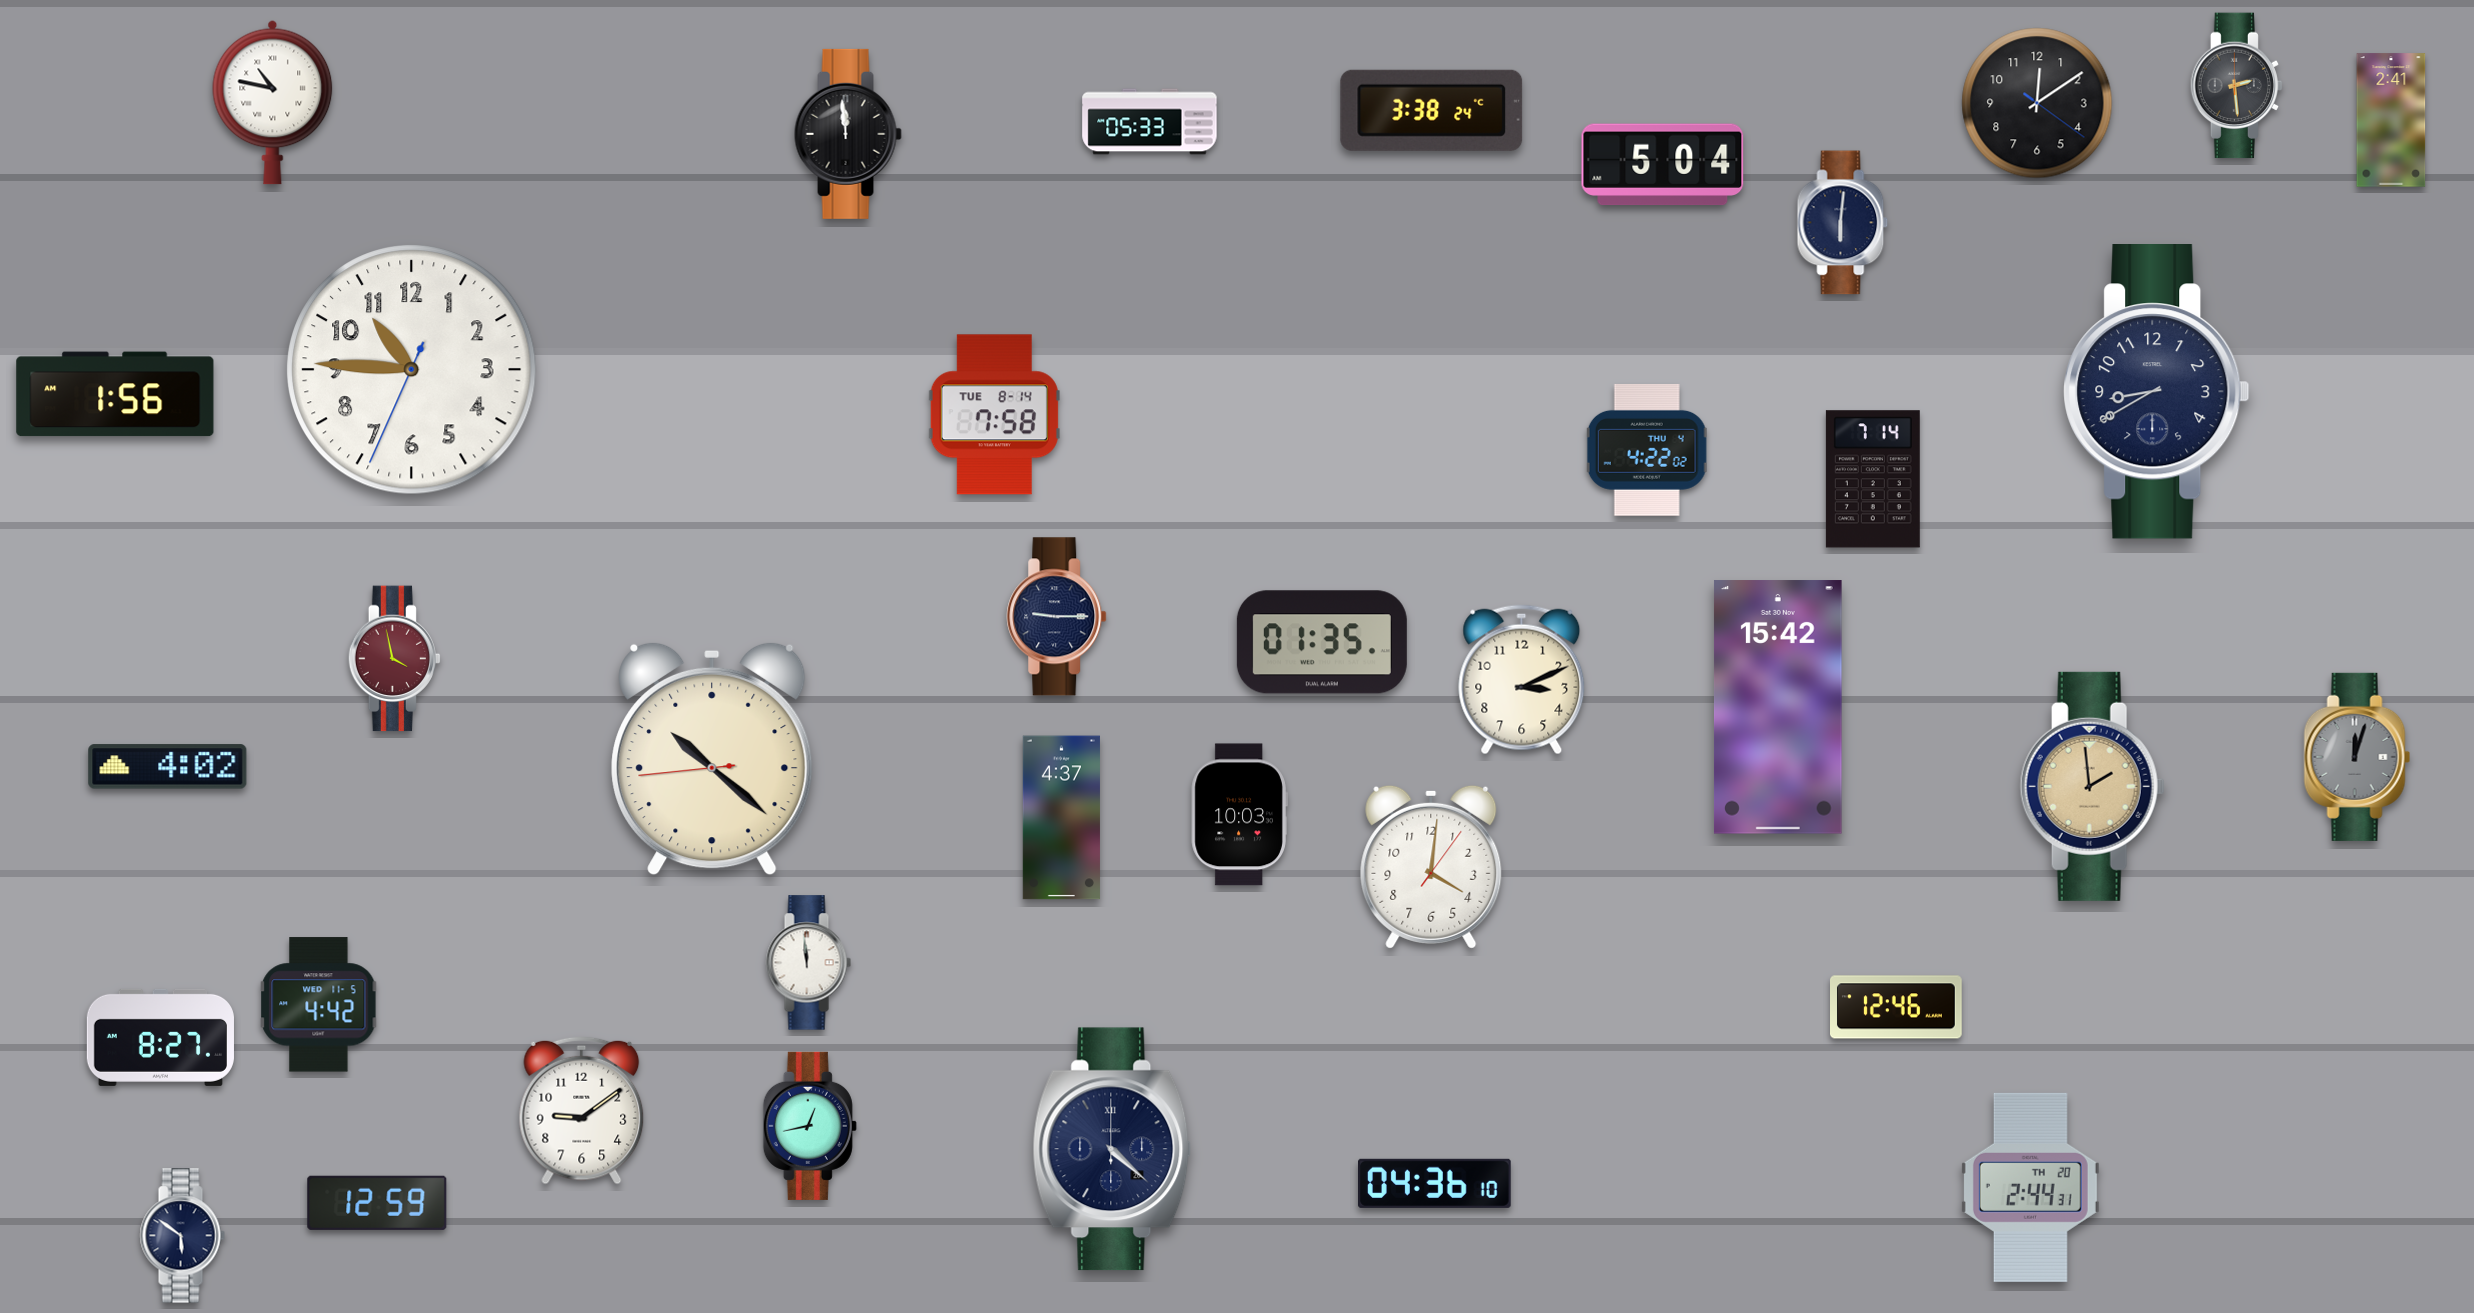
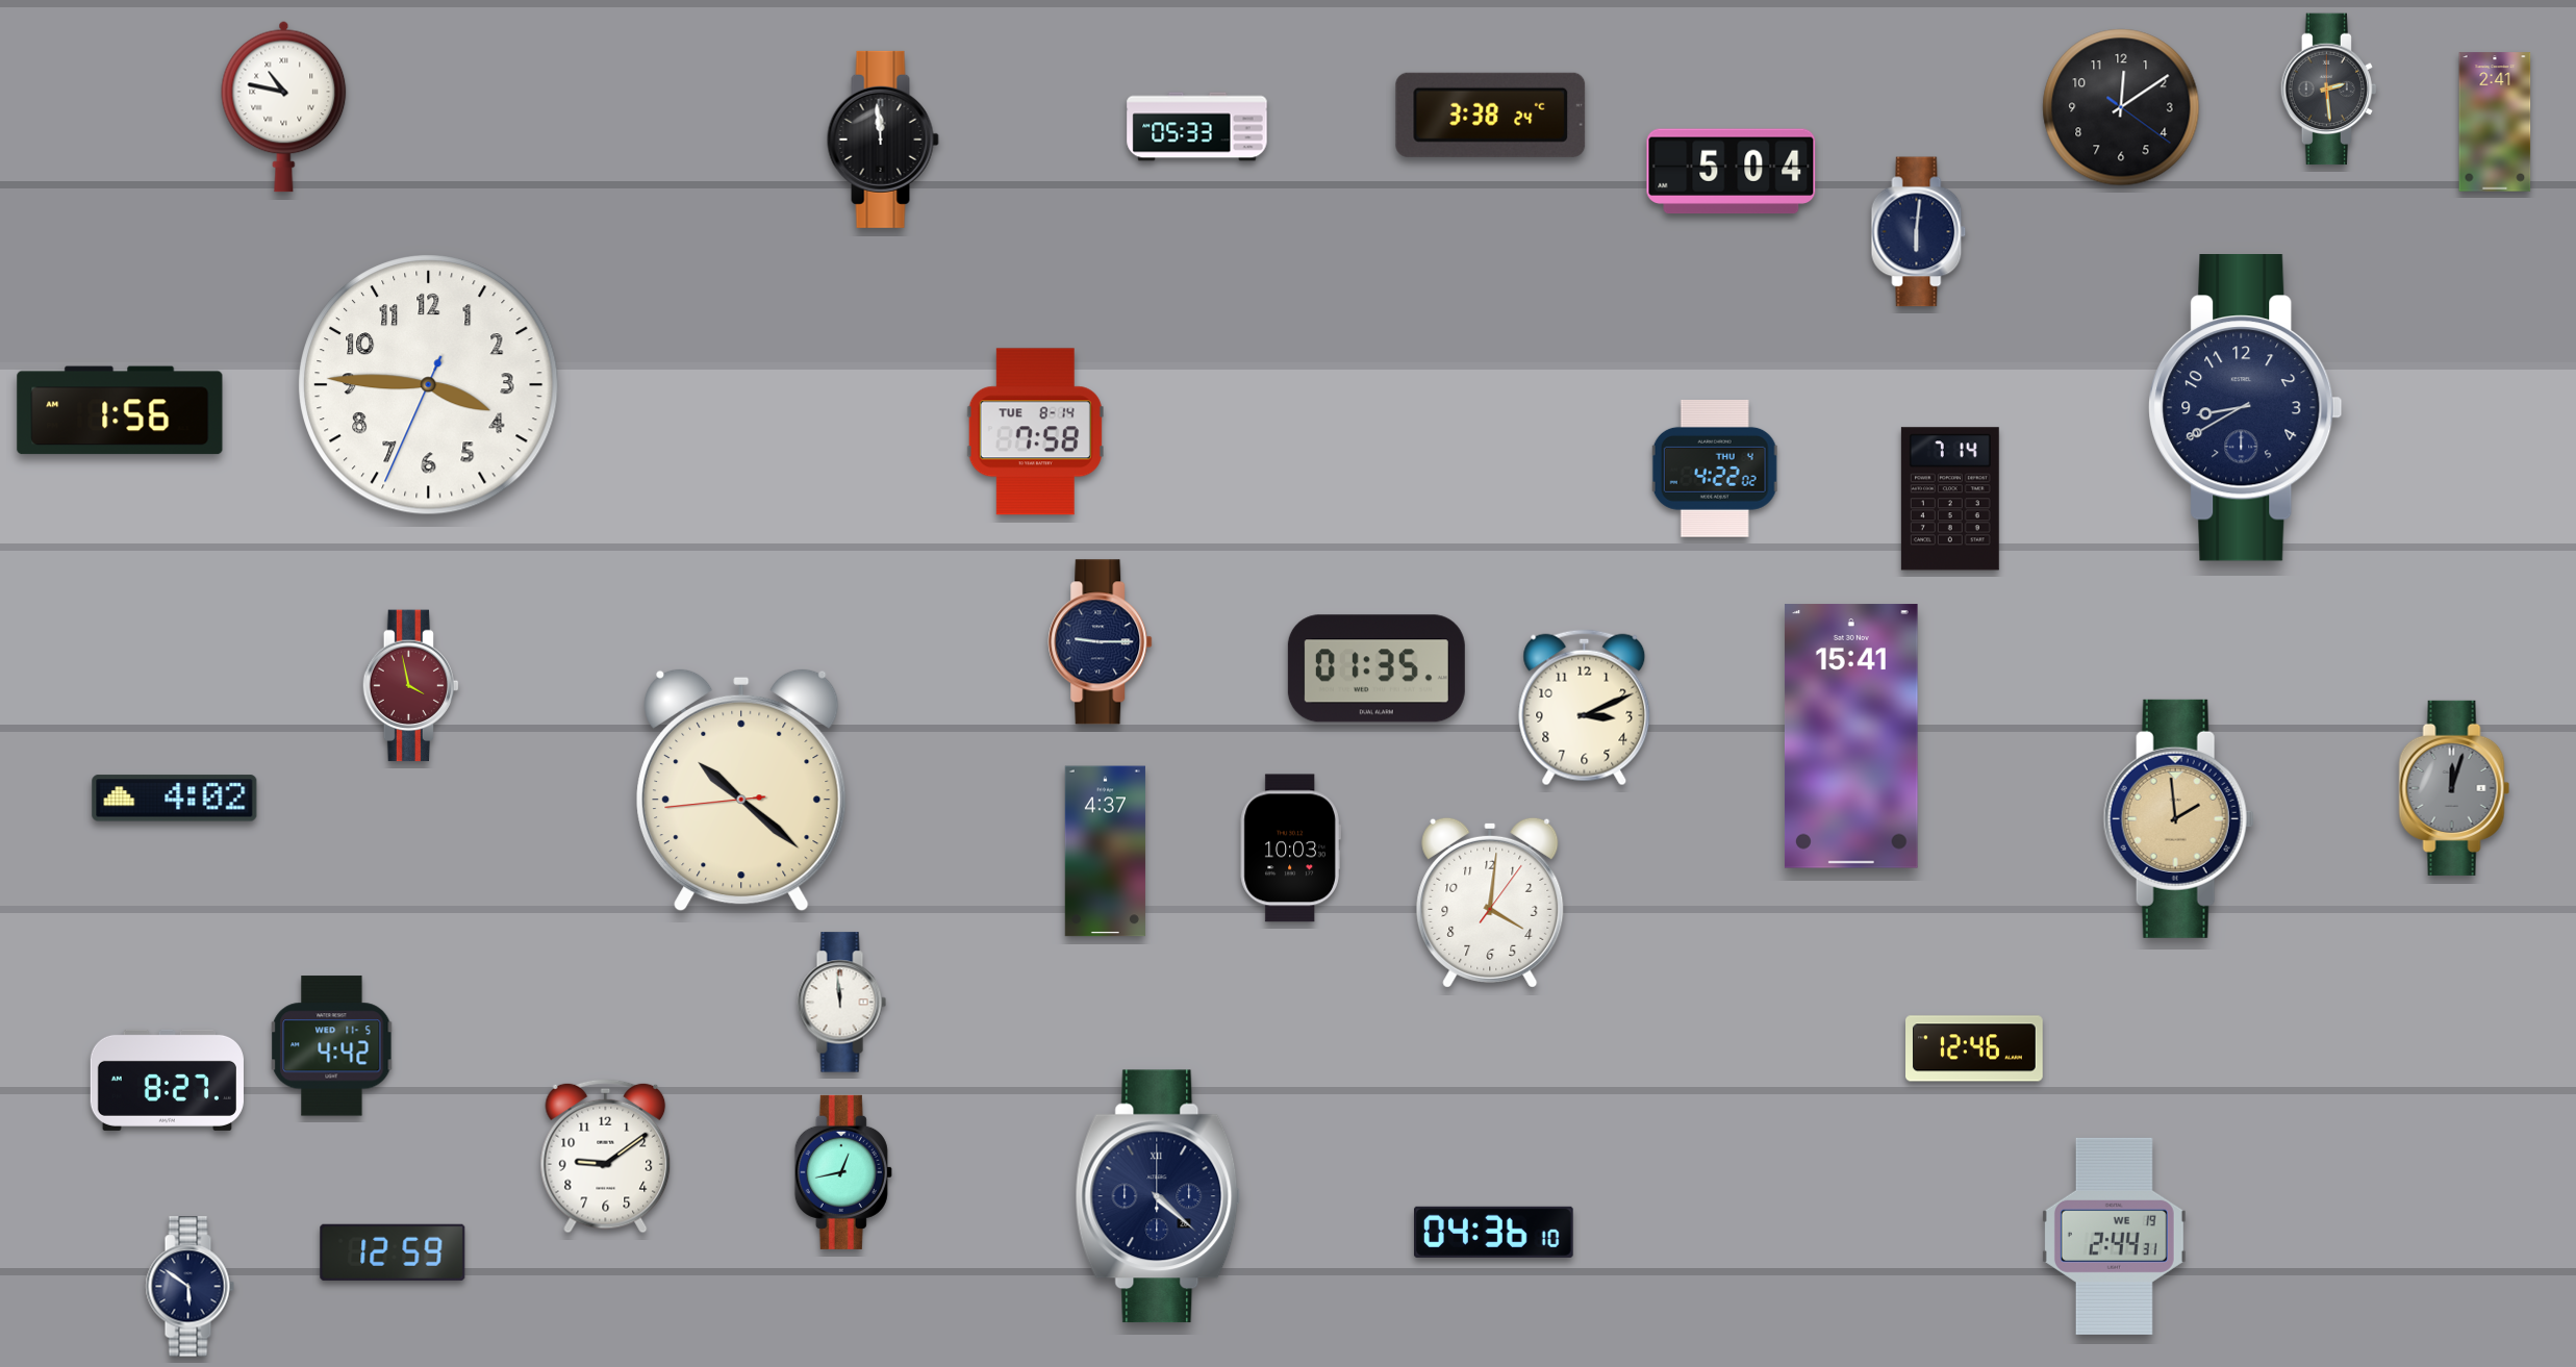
clock at (2391, 120) position: (2391, 120) -> (2495, 122)
clock at (412, 370): 10:45 -> 3:45
clock at (1778, 707): 15:42 -> 15:41
clock at (2030, 1187) date: TH 20 -> WE 19
